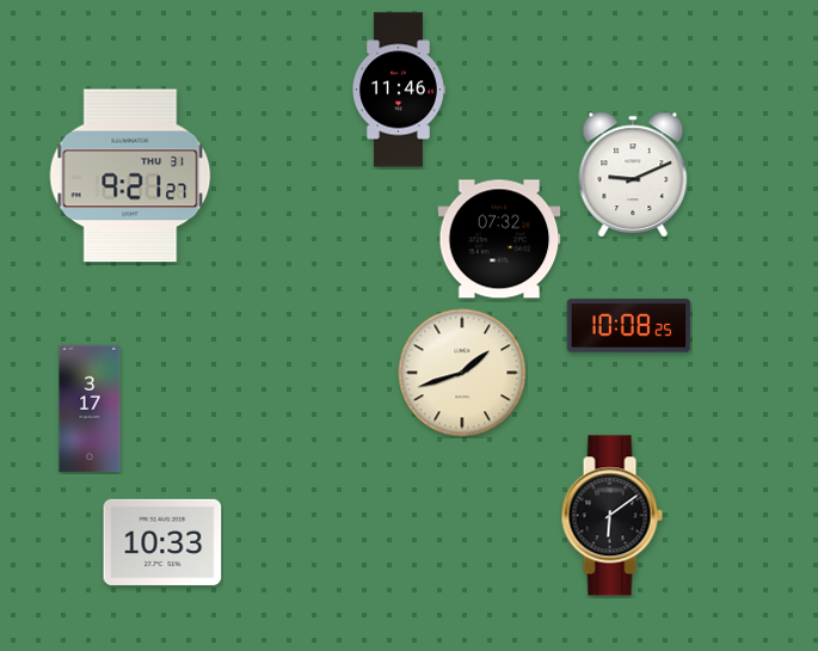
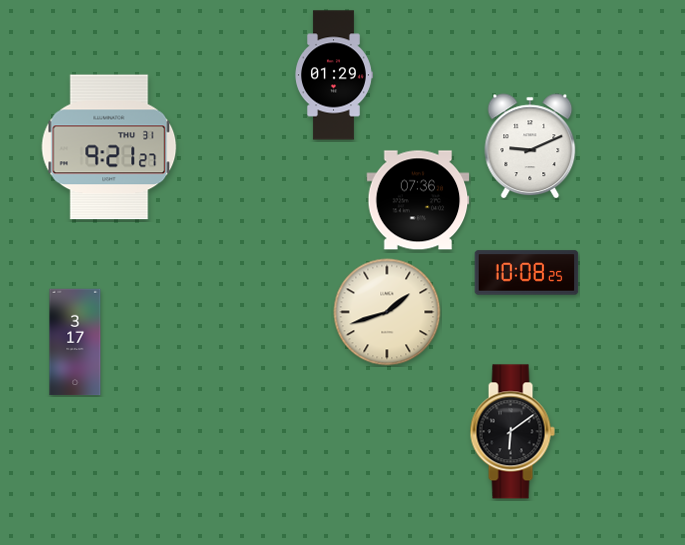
clock at (399, 90): 11:46 -> 01:29
clock at (499, 239): 07:32 -> 07:36
clock at (162, 542): 10:33 -> none
